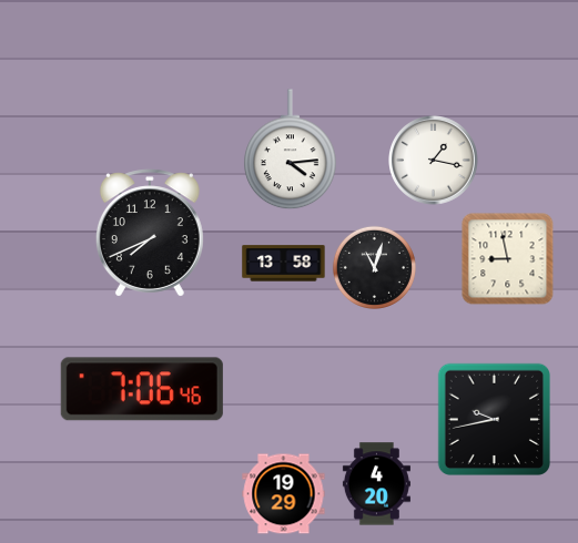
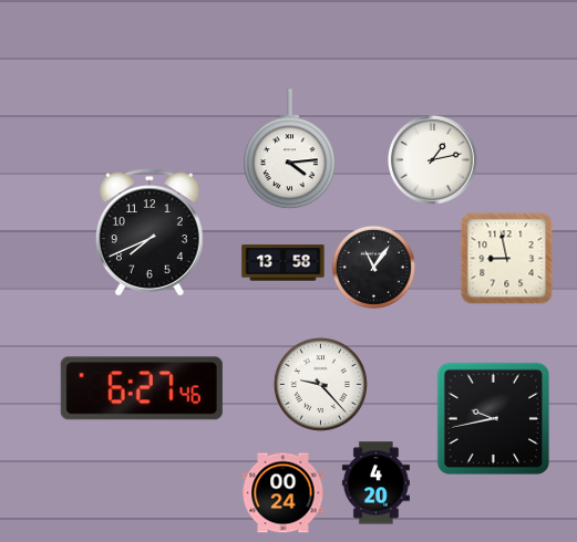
clock at (434, 161): 1:17 -> 1:13
clock at (374, 267): 11:03 -> 11:06
clock at (320, 384): none -> 9:23
clock at (142, 389): 7:06 -> 6:27
clock at (284, 494): 19:29 -> 00:24
